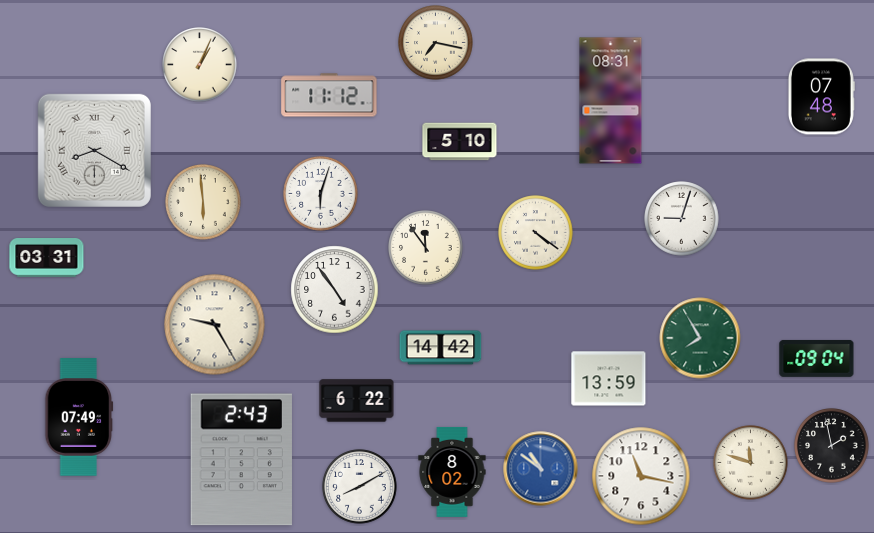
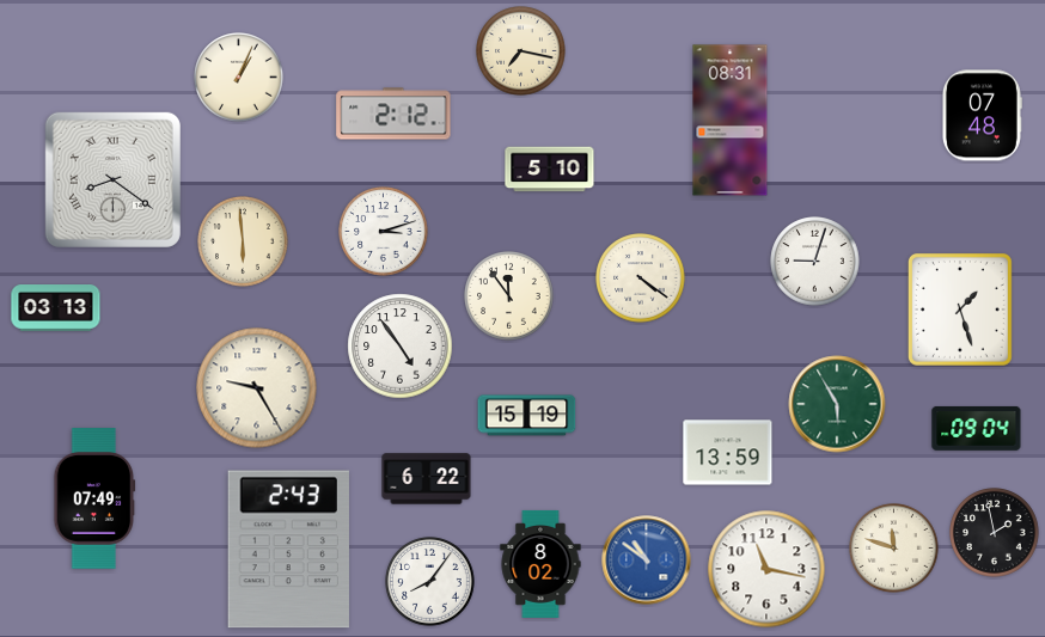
clock at (329, 95): 11:12 -> 2:12
clock at (94, 150): 8:20 -> 8:21
clock at (321, 194): 6:03 -> 3:12
clock at (47, 258): 03:31 -> 03:13
clock at (960, 310): none -> 1:27
clock at (700, 338): 7:55 -> 5:55
clock at (441, 348): 14:42 -> 15:19
clock at (751, 463) position: (751, 463) -> (894, 549)
clock at (360, 487): 8:10 -> 8:06
